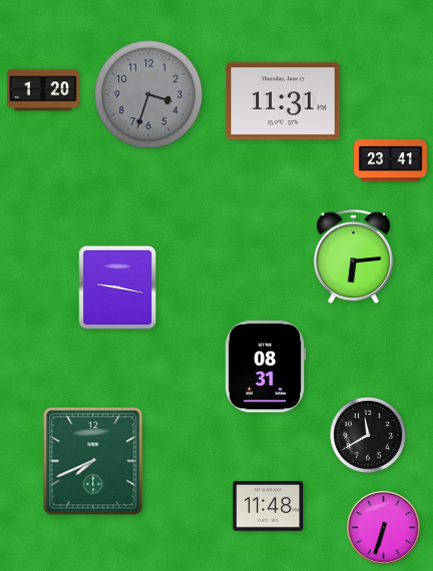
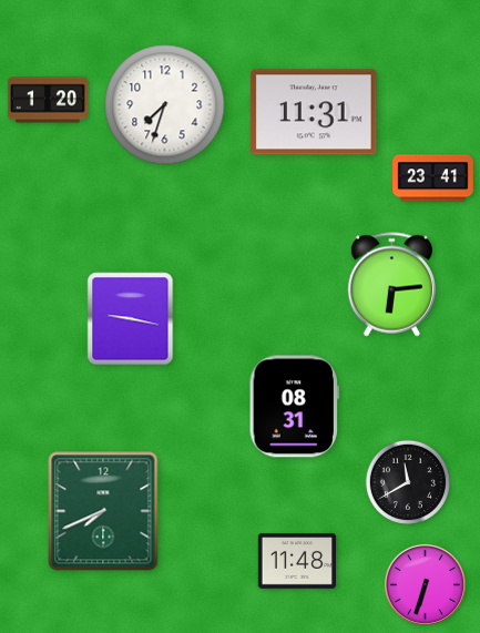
clock at (149, 95): 3:33 -> 7:33
clock at (149, 95) dial: grey -> white
